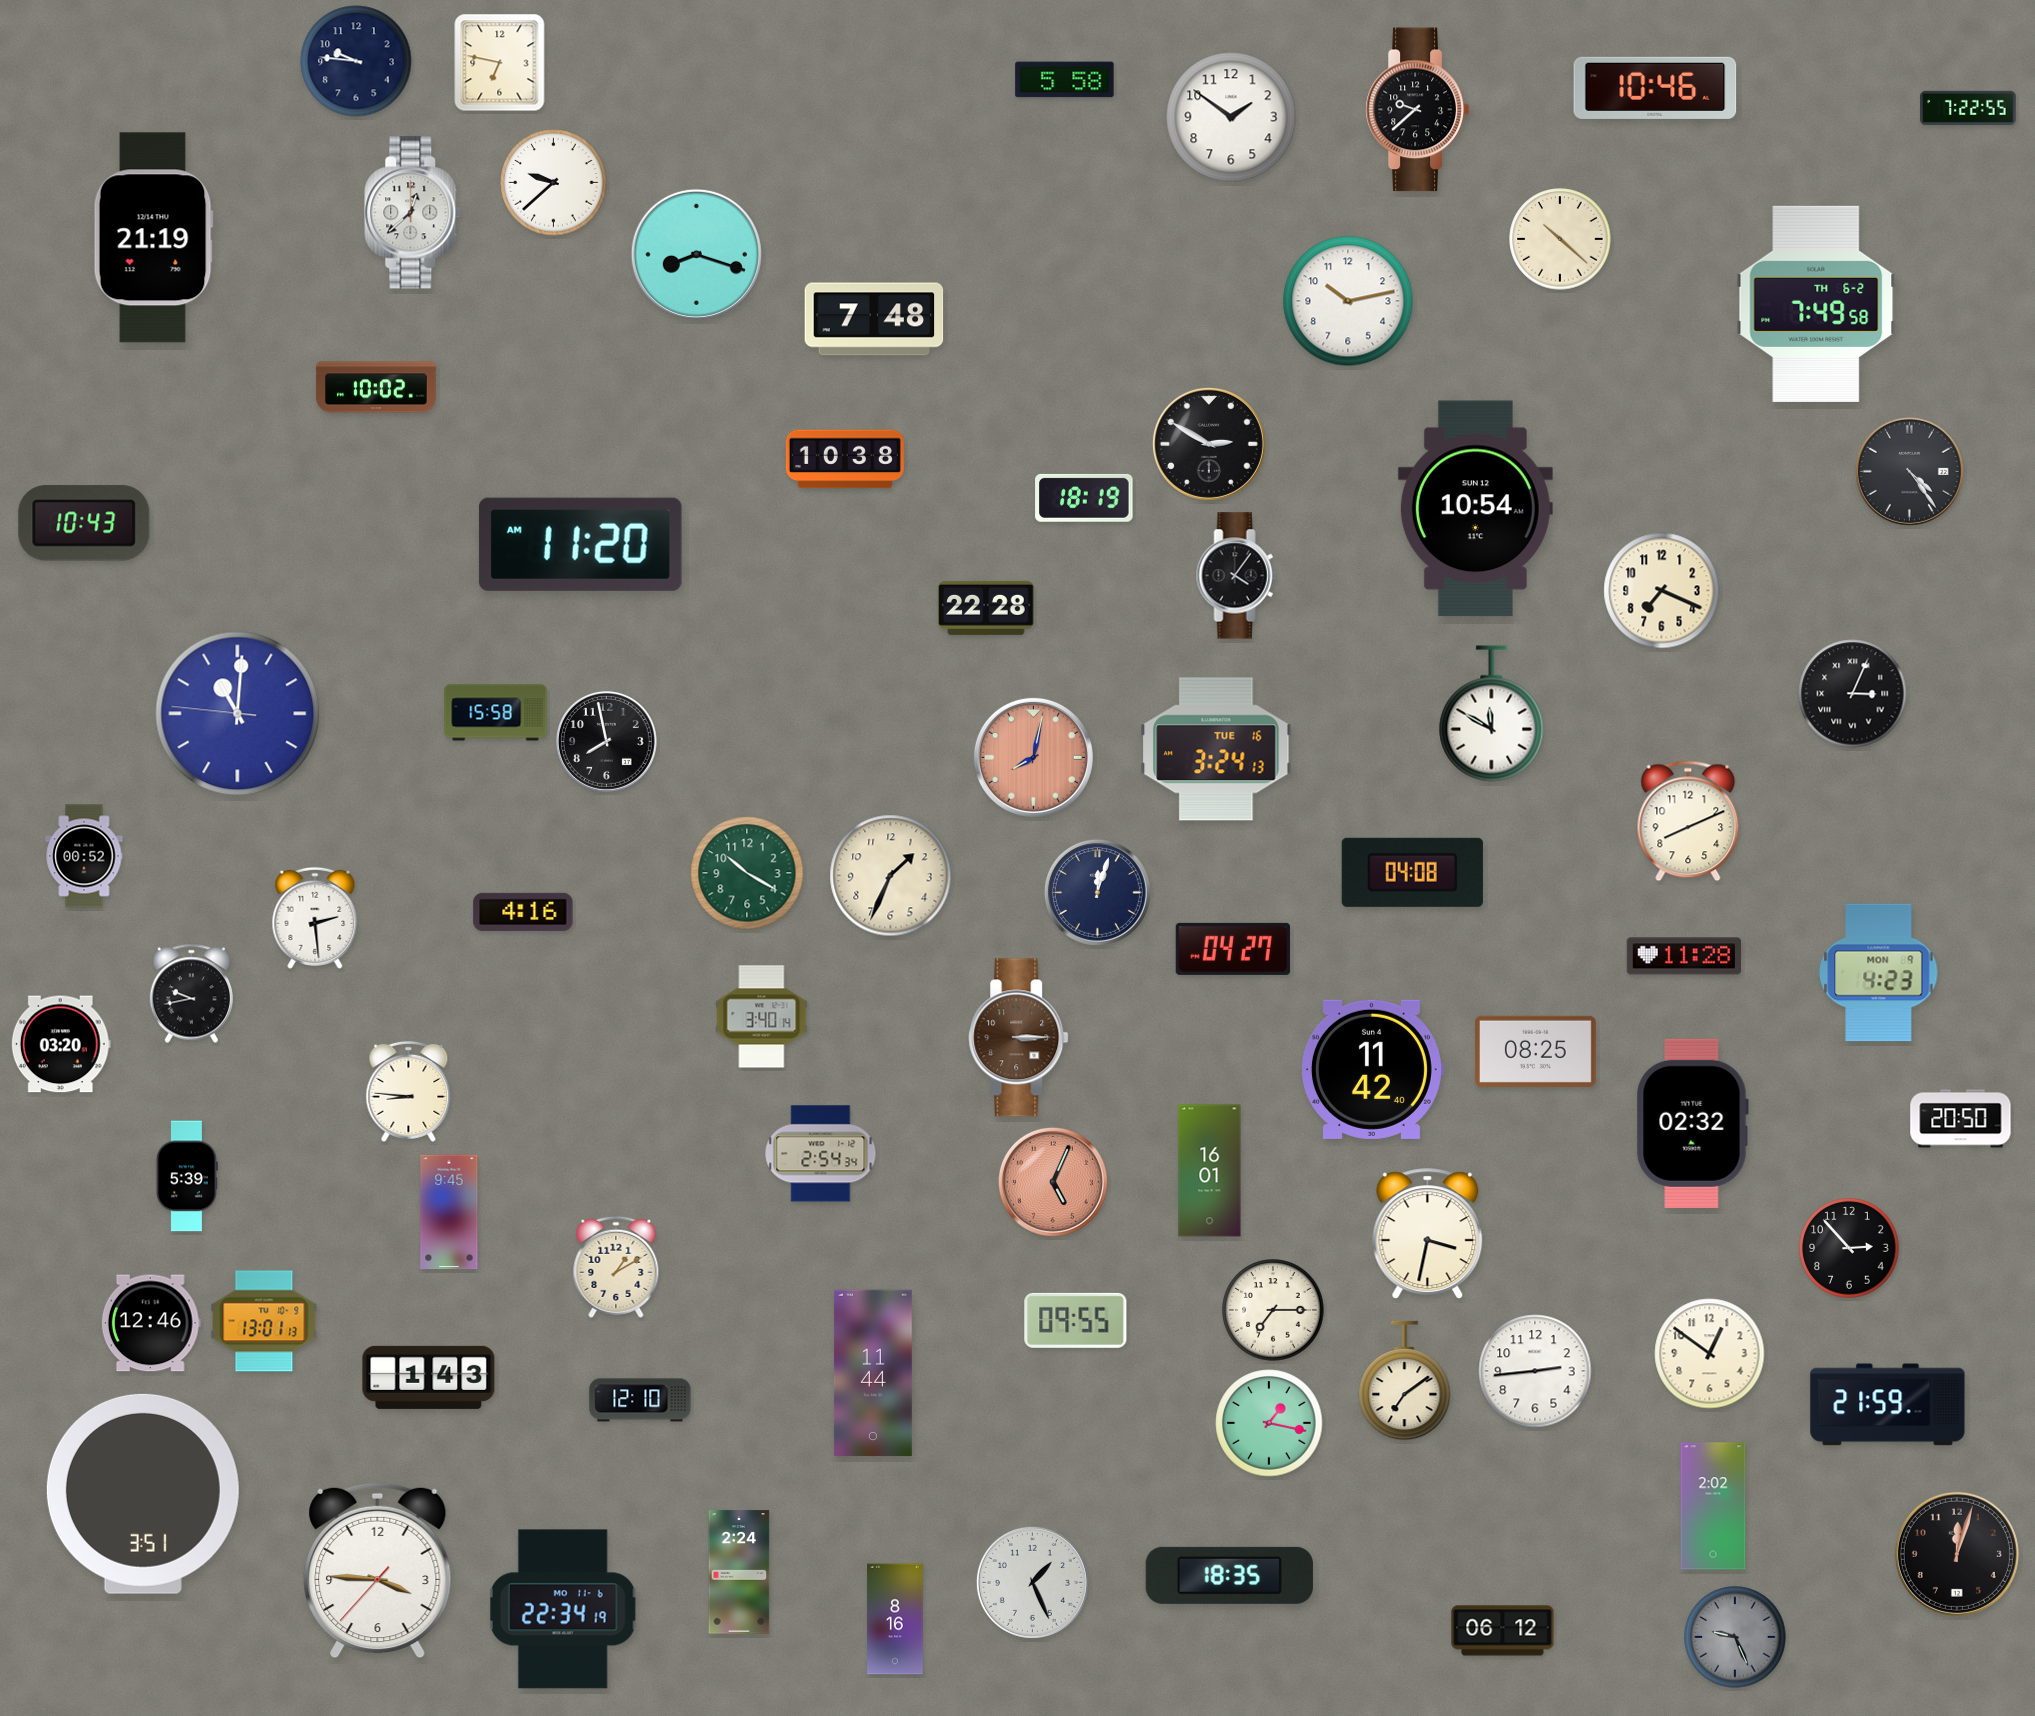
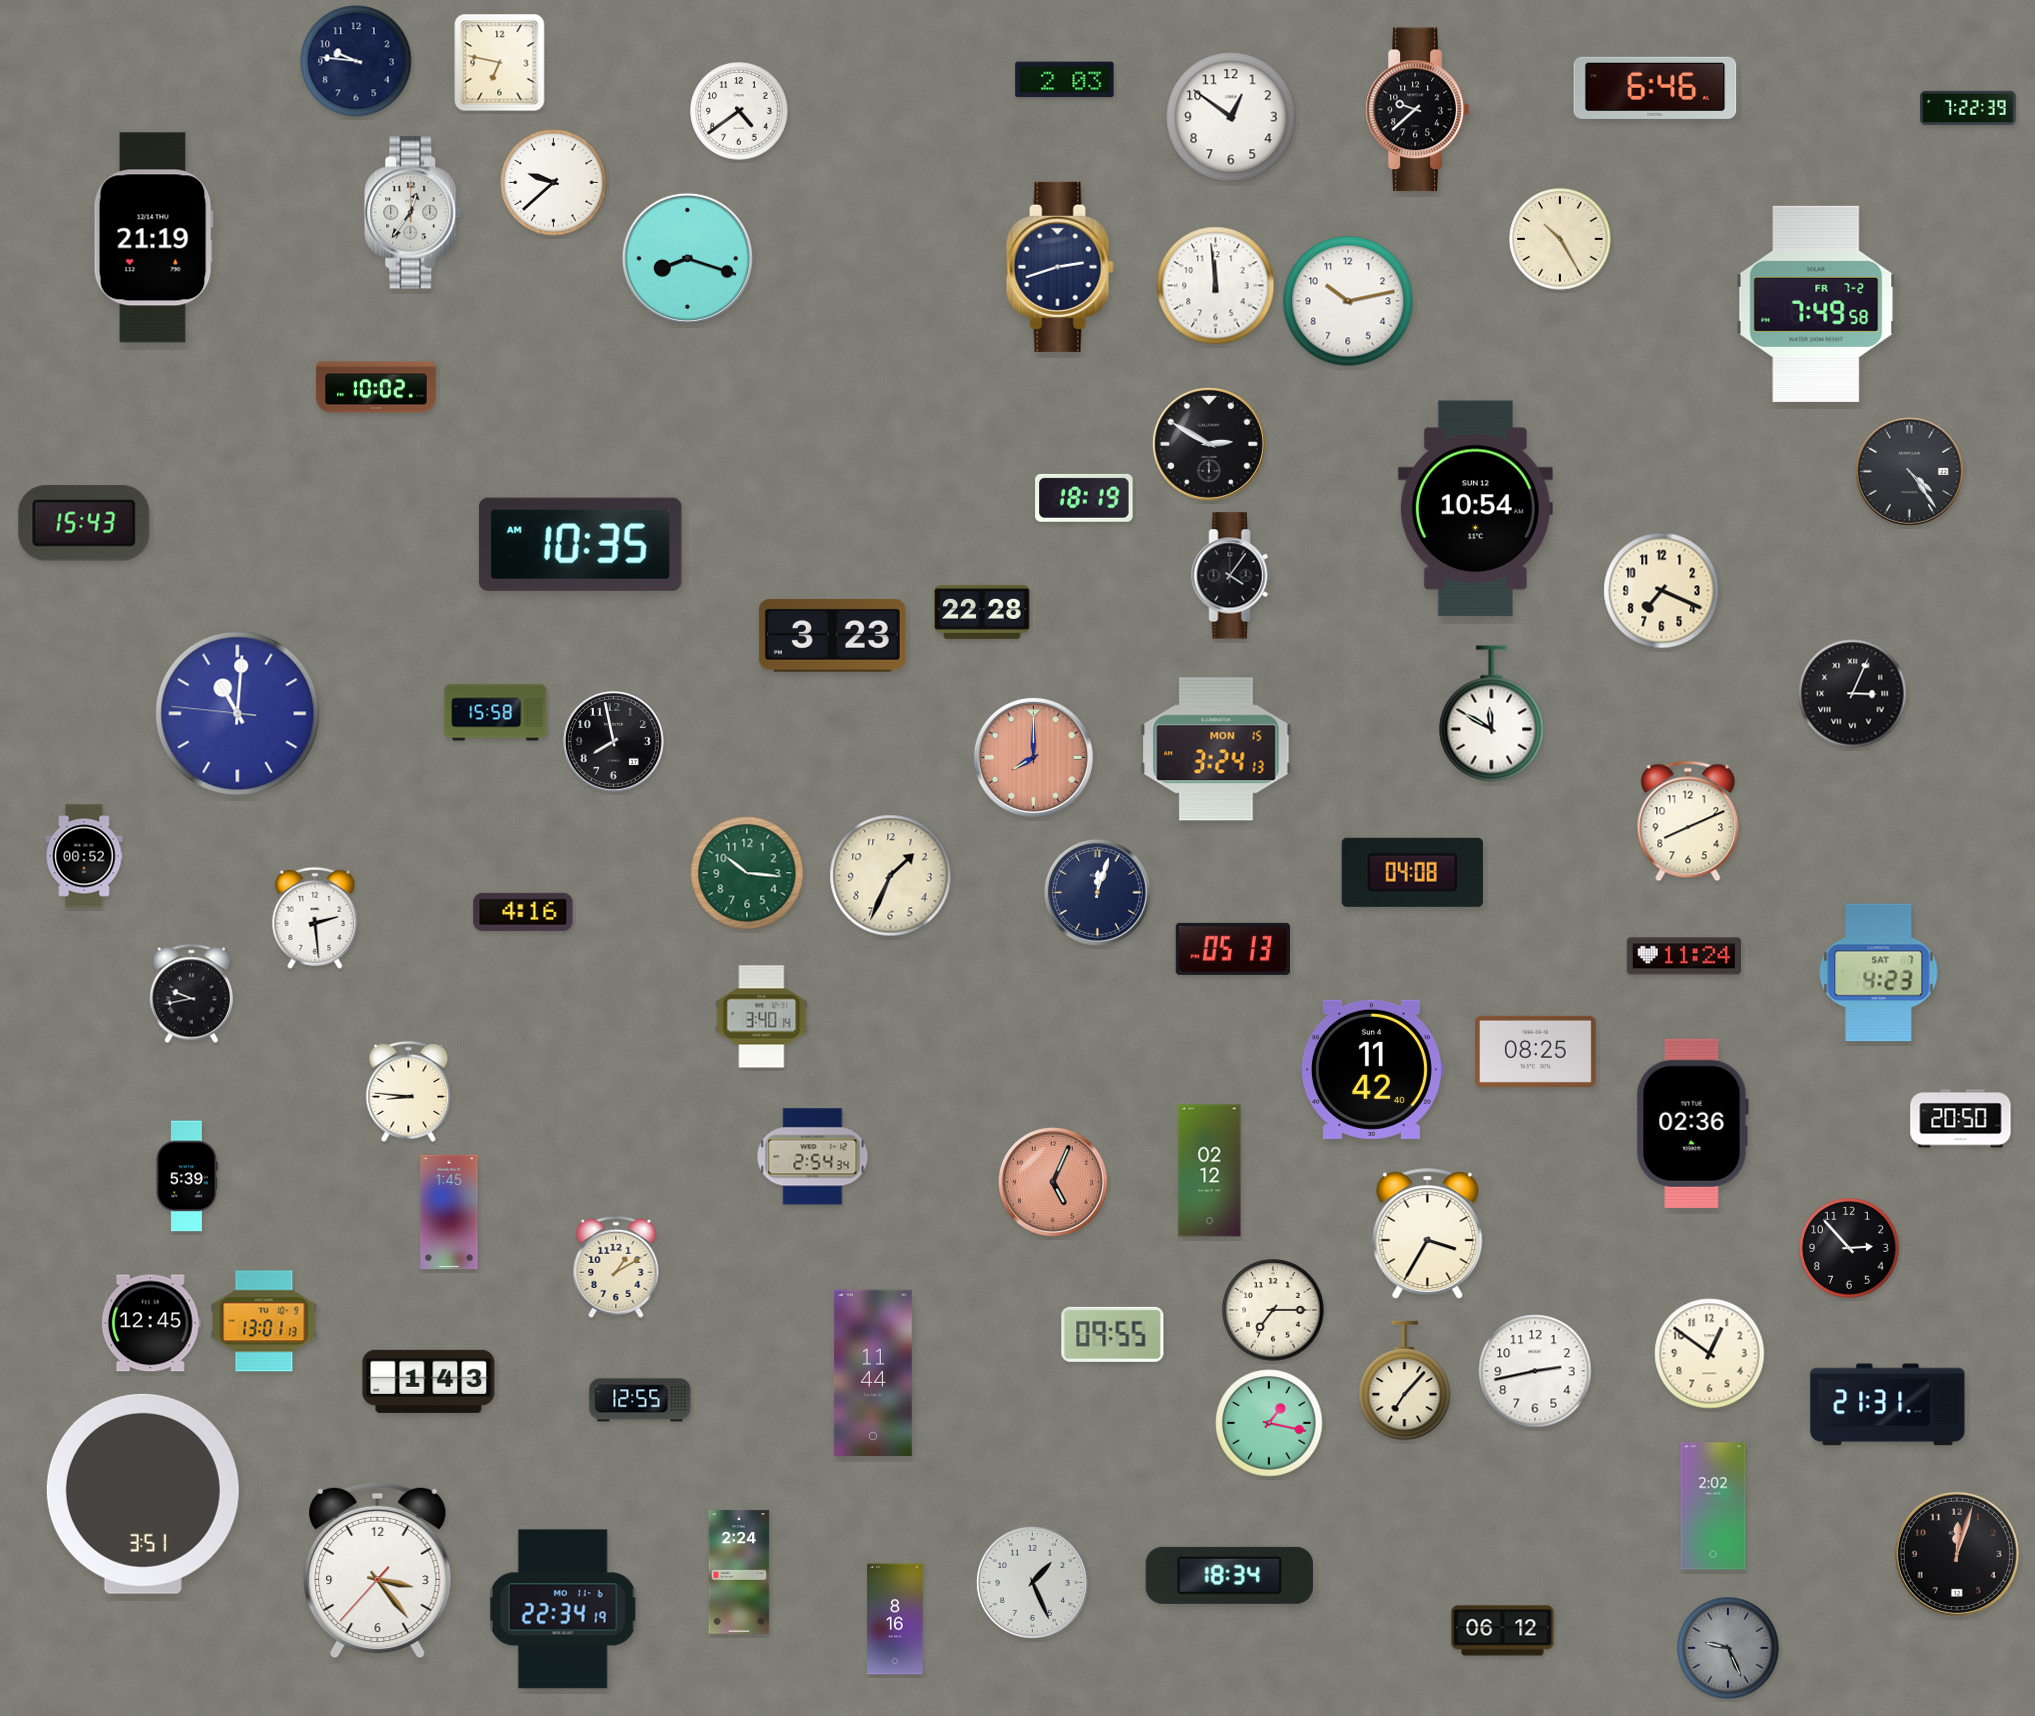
clock at (1065, 80): 5:58 -> 2:03
clock at (1655, 88): 10:46 -> 6:46
clock at (1968, 108): 7:22:55 -> 7:22:39
clock at (739, 111): none -> 4:39
clock at (1231, 117): 1:51 -> 12:51
clock at (413, 213): 12:38 -> 12:36
clock at (1560, 239): 10:22 -> 10:25
clock at (696, 254) position: (696, 254) -> (687, 258)
clock at (1060, 267): none -> 2:42
clock at (1216, 286): none -> 11:59
clock at (1816, 304) date: TH 6-2 -> FR 7-2
clock at (874, 319): 7:48 -> none
clock at (845, 459): 10:38 -> none
clock at (84, 523): 10:43 -> 15:43
clock at (580, 544): 11:20 -> 10:35
clock at (1237, 576) position: (1237, 576) -> (1232, 576)
clock at (986, 608) position: (986, 608) -> (982, 612)
clock at (832, 635): none -> 3:23
clock at (606, 741) position: (606, 741) -> (613, 741)
clock at (1216, 749) date: TUE 16 -> MON 15
clock at (1033, 757): 8:02 -> 8:00
clock at (747, 873): 10:20 -> 10:16
clock at (1232, 949): 04:27 -> 05:13
clock at (1684, 956): 11:28 -> 11:24
clock at (1879, 973) date: MON 9 -> SAT 7
clock at (1019, 1038): 3:15 -> none
clock at (61, 1044): 03:20 -> none
clock at (1692, 1123): 02:32 -> 02:36
clock at (821, 1154) position: (821, 1154) -> (813, 1157)
clock at (1210, 1171): 16:01 -> 02:12
clock at (449, 1212): 9:45 -> 1:45
clock at (1428, 1234): 3:32 -> 3:35
clock at (1076, 1320) position: (1076, 1320) -> (1113, 1334)
clock at (151, 1323): 12:46 -> 12:45
clock at (1535, 1371): 2:44 -> 2:43
clock at (429, 1377) position: (429, 1377) -> (429, 1381)
clock at (1405, 1381): 7:09 -> 7:07
clock at (640, 1400): 12:10 -> 12:55
clock at (1888, 1405): 21:59 -> 21:31
clock at (378, 1571): 3:45 -> 3:23
clock at (1229, 1575): 18:35 -> 18:34
clock at (1735, 1637) position: (1735, 1637) -> (1728, 1648)
